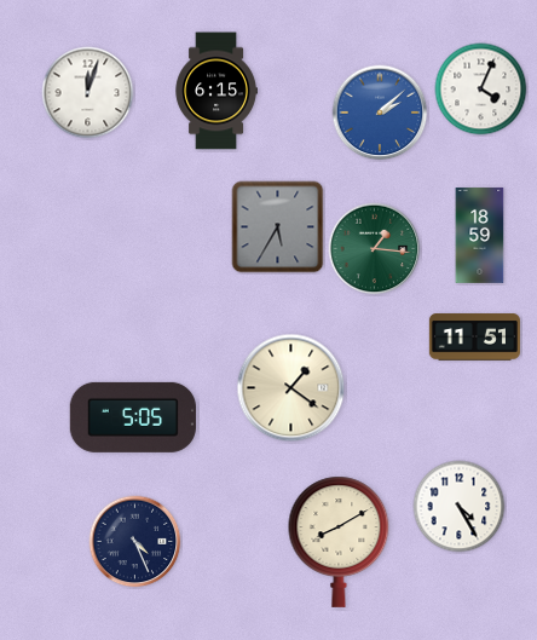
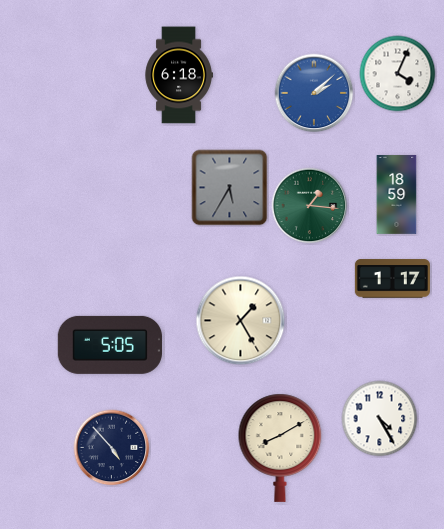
clock at (216, 91): 6:15 -> 6:18
clock at (88, 93): 12:03 -> none
clock at (474, 338): 11:51 -> 1:17
clock at (291, 388): 1:21 -> 1:25
clock at (135, 542): 4:26 -> 4:53
